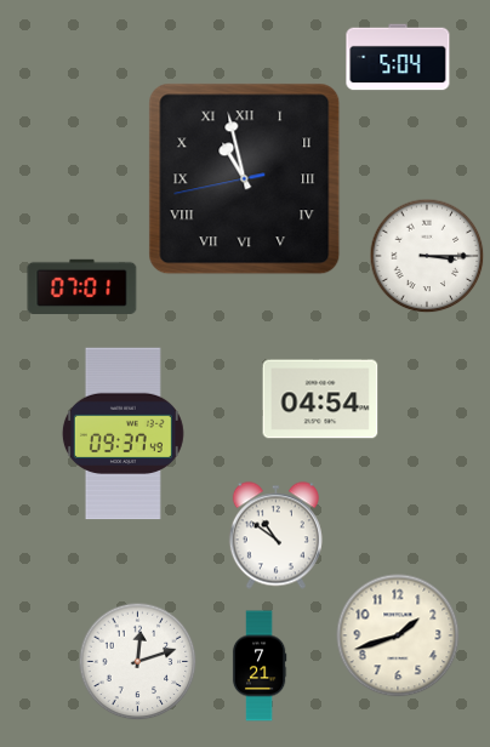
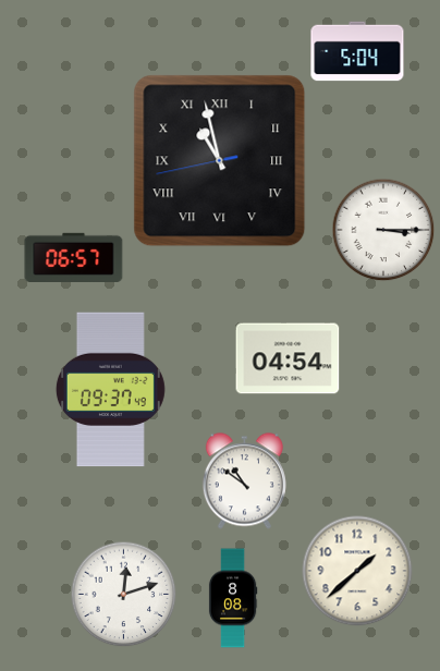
clock at (82, 286): 07:01 -> 06:57
clock at (275, 536) position: (275, 536) -> (244, 481)
clock at (398, 635): 1:42 -> 1:38
clock at (260, 666): 7:21 -> 8:08
